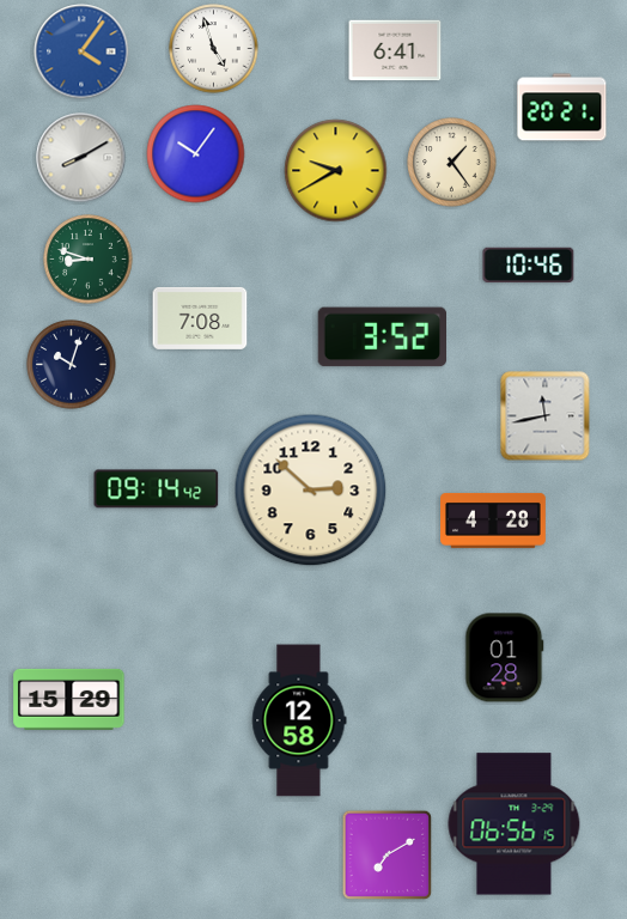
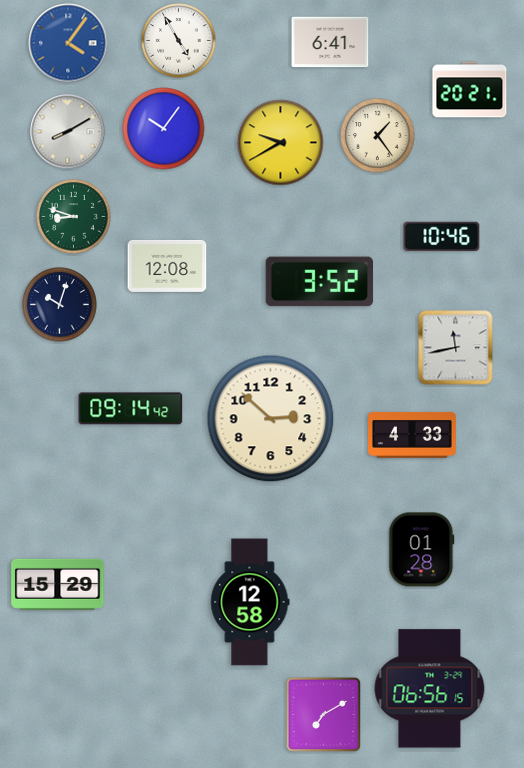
clock at (214, 49): 4:57 -> 4:55
clock at (529, 264) position: (529, 264) -> (442, 236)
clock at (200, 318): 7:08 -> 12:08
clock at (311, 491) position: (311, 491) -> (271, 419)
clock at (494, 521): 4:28 -> 4:33
